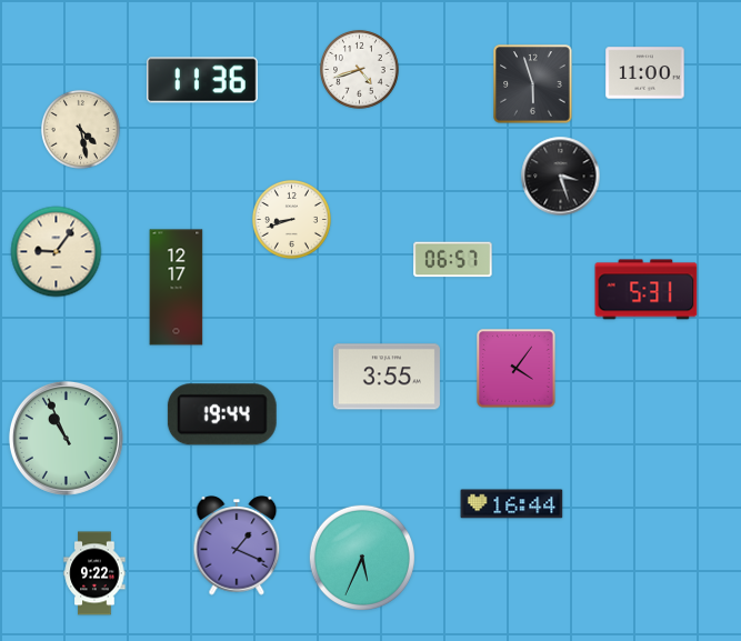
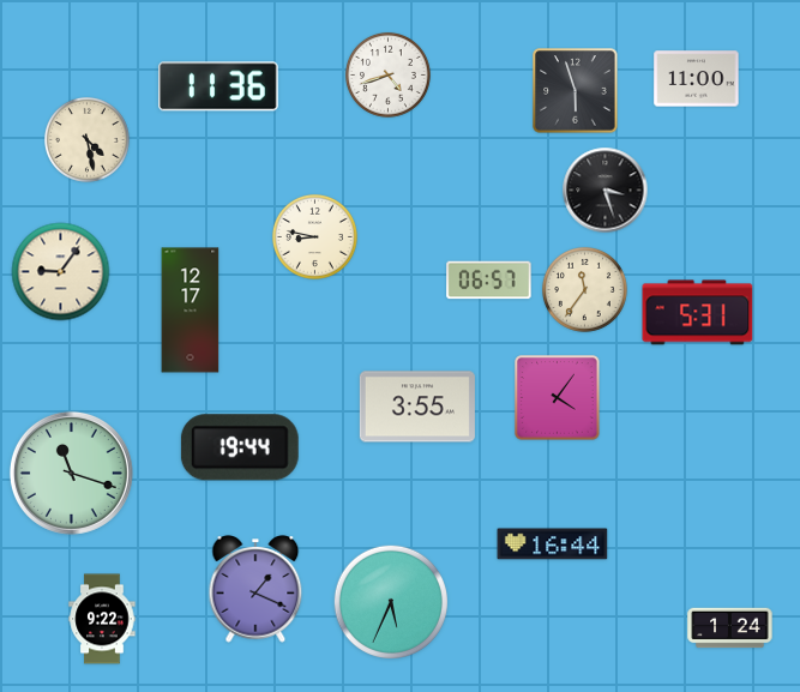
clock at (291, 219): 8:42 -> 8:47
clock at (584, 289): none -> 11:36
clock at (66, 438): 10:56 -> 11:18
clock at (730, 628): none -> 1:24
